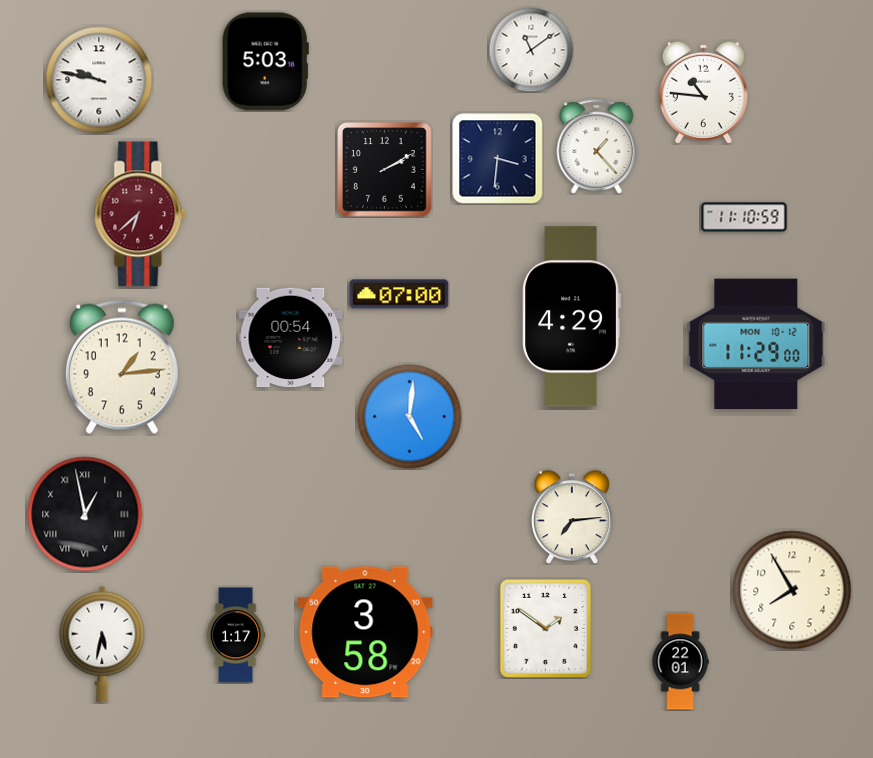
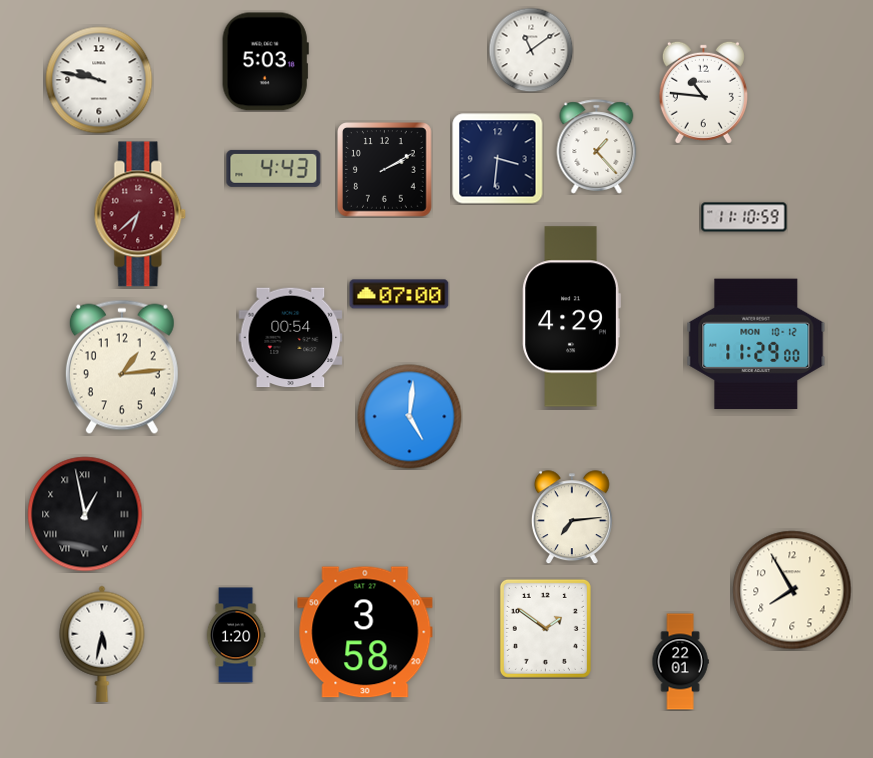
clock at (274, 168): none -> 4:43
clock at (236, 635): 1:17 -> 1:20
